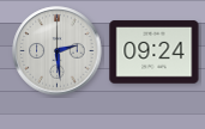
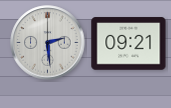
clock at (155, 53): 09:24 -> 09:21
